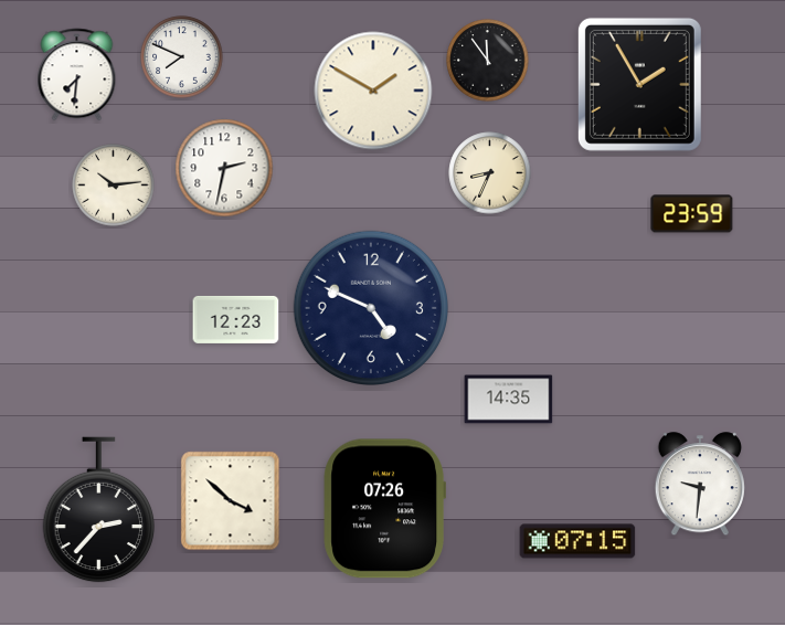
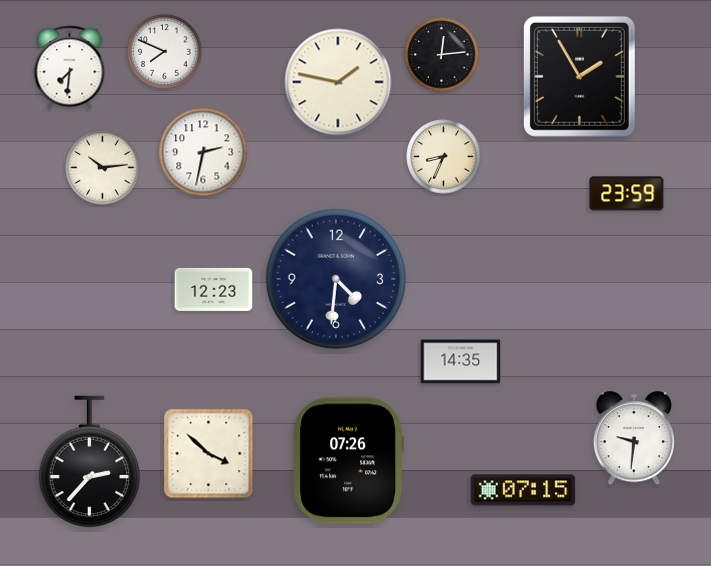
clock at (488, 61): 11:54 -> 12:14
clock at (373, 91): 1:50 -> 1:47
clock at (370, 307): 4:49 -> 4:31
